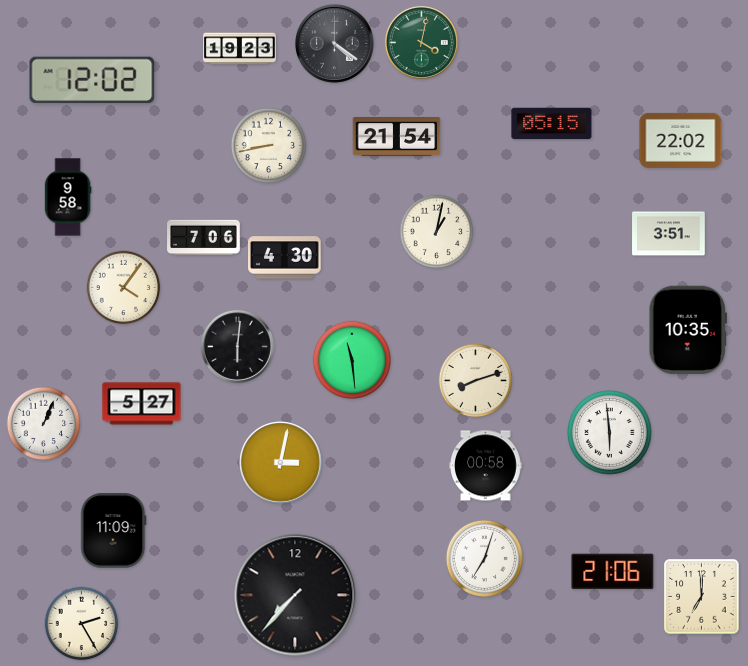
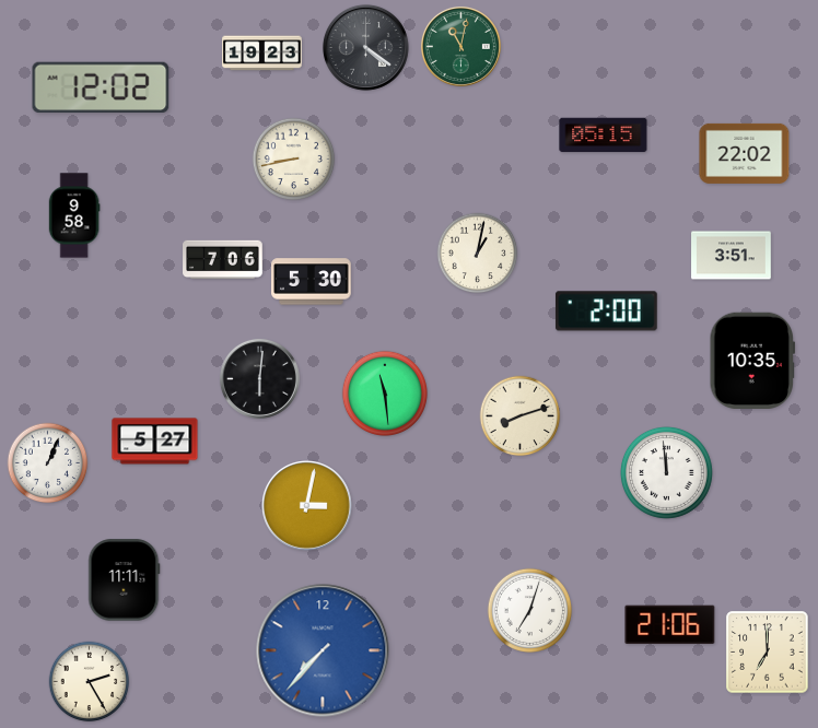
clock at (421, 42): 4:02 -> 11:02
clock at (397, 137): 21:54 -> none
clock at (285, 258): 4:30 -> 5:30
clock at (606, 312): none -> 2:00
clock at (124, 288): 4:06 -> none
clock at (609, 432): 5:59 -> 11:59
clock at (486, 466): 00:58 -> none
clock at (114, 531): 11:09 -> 11:11
clock at (295, 595) dial: black -> blue
